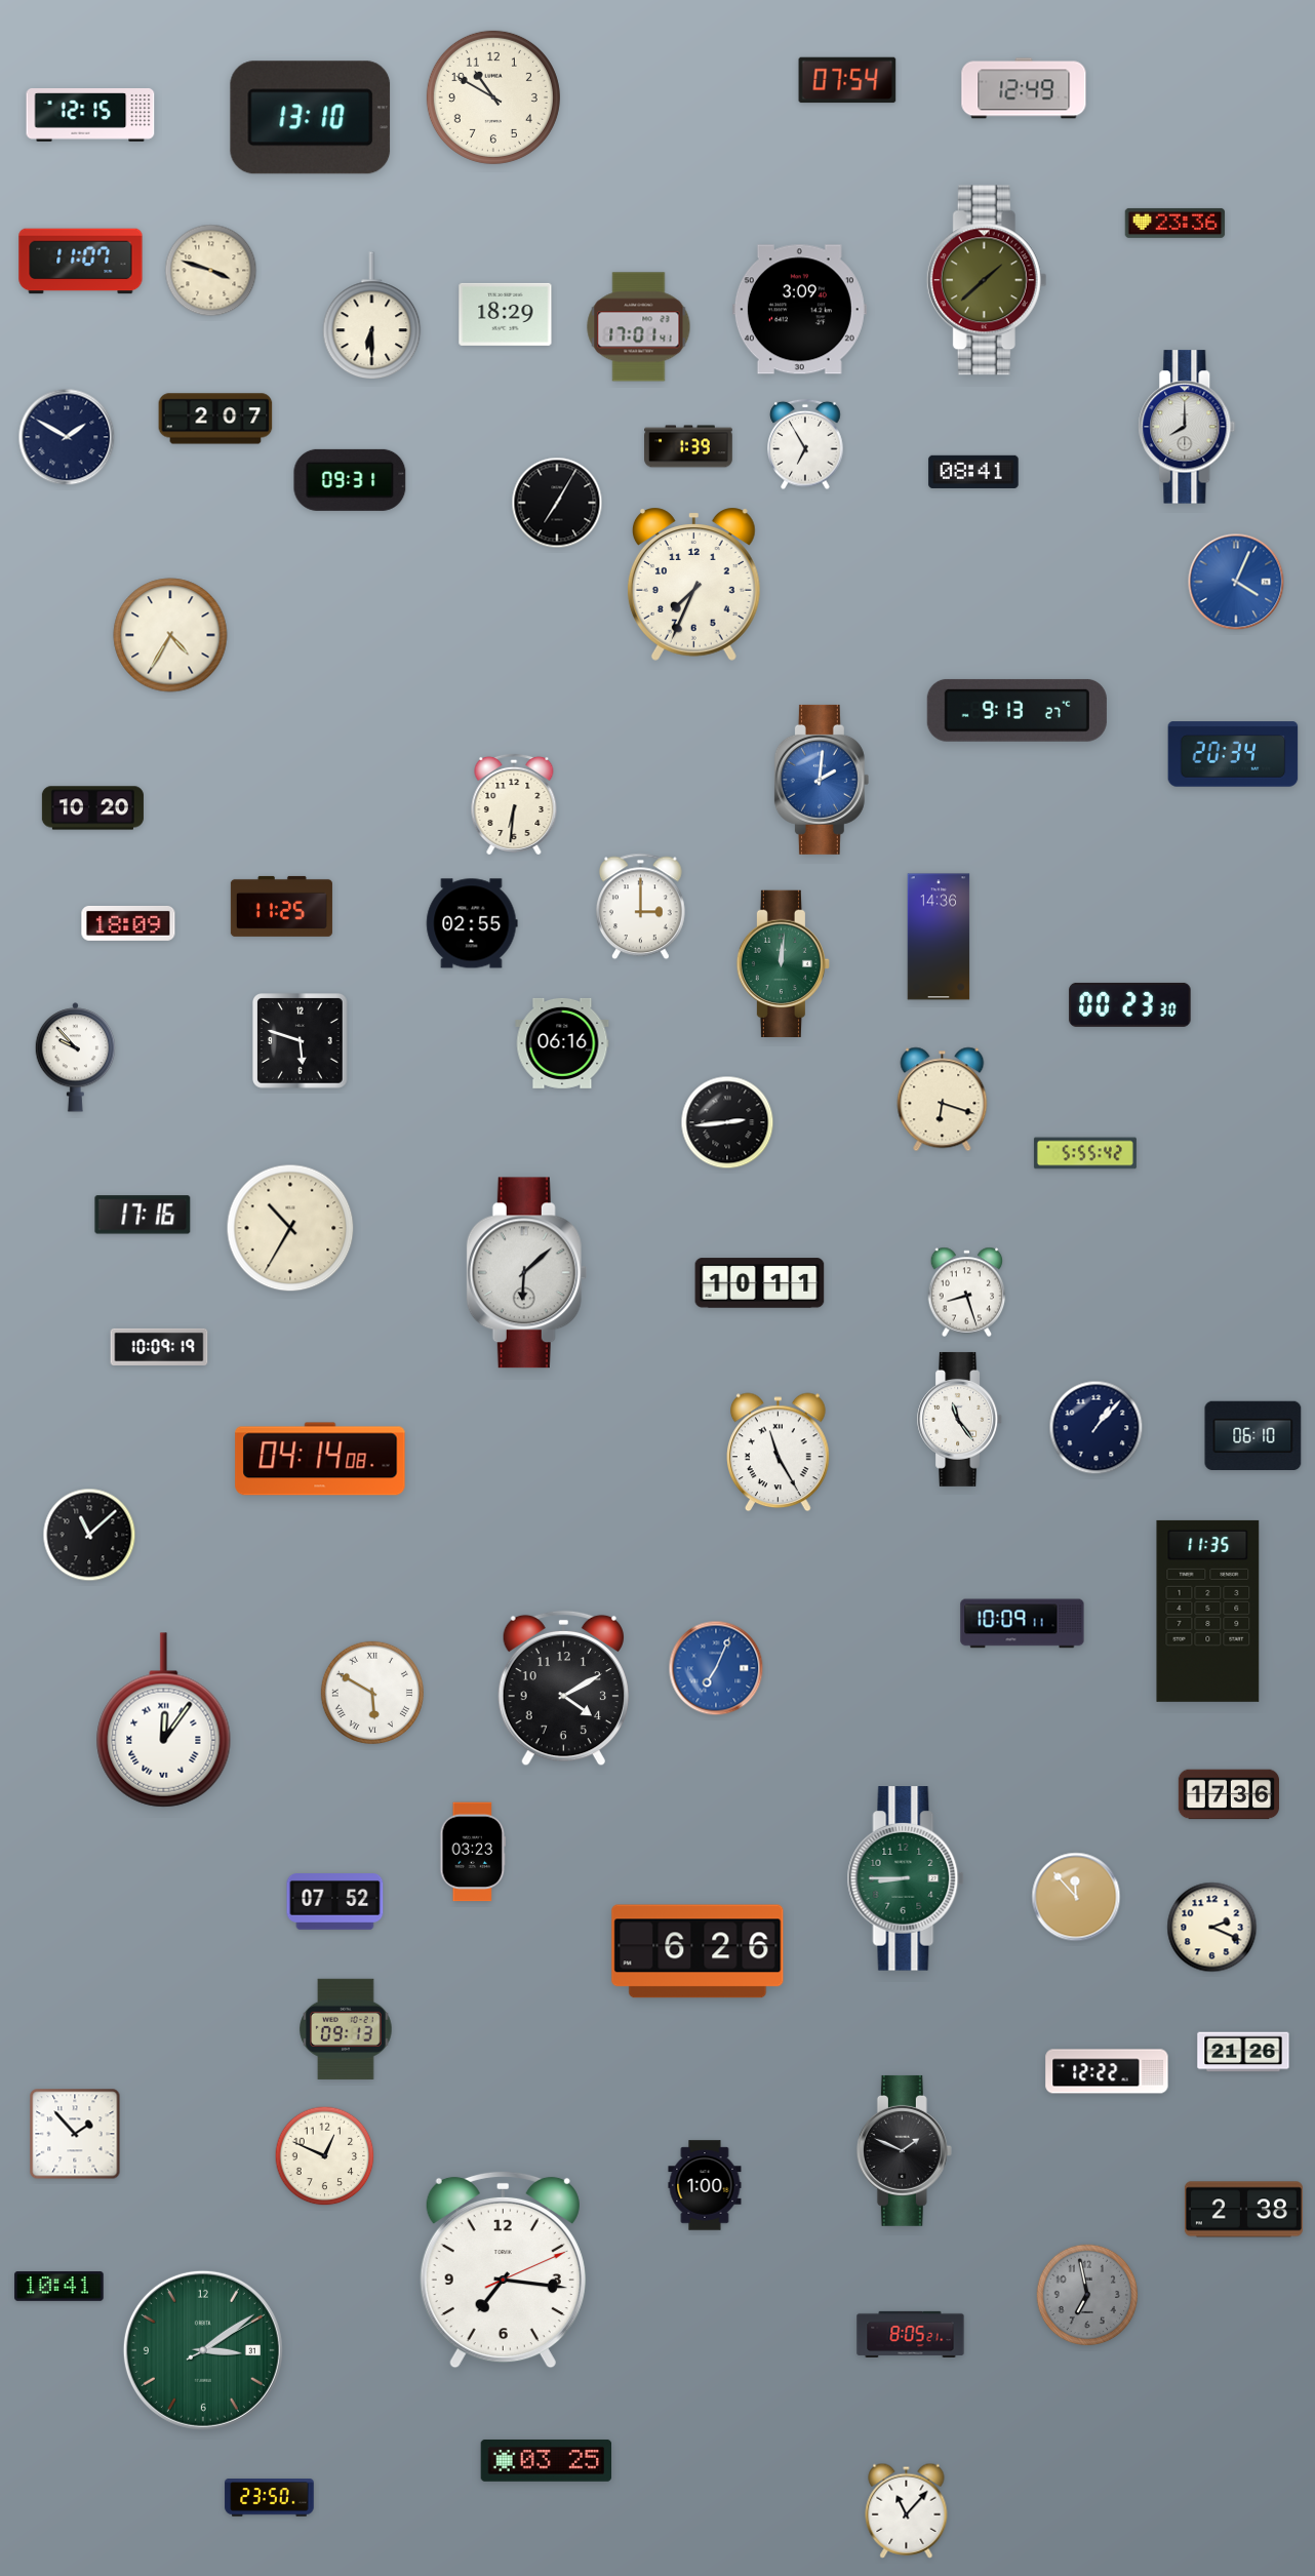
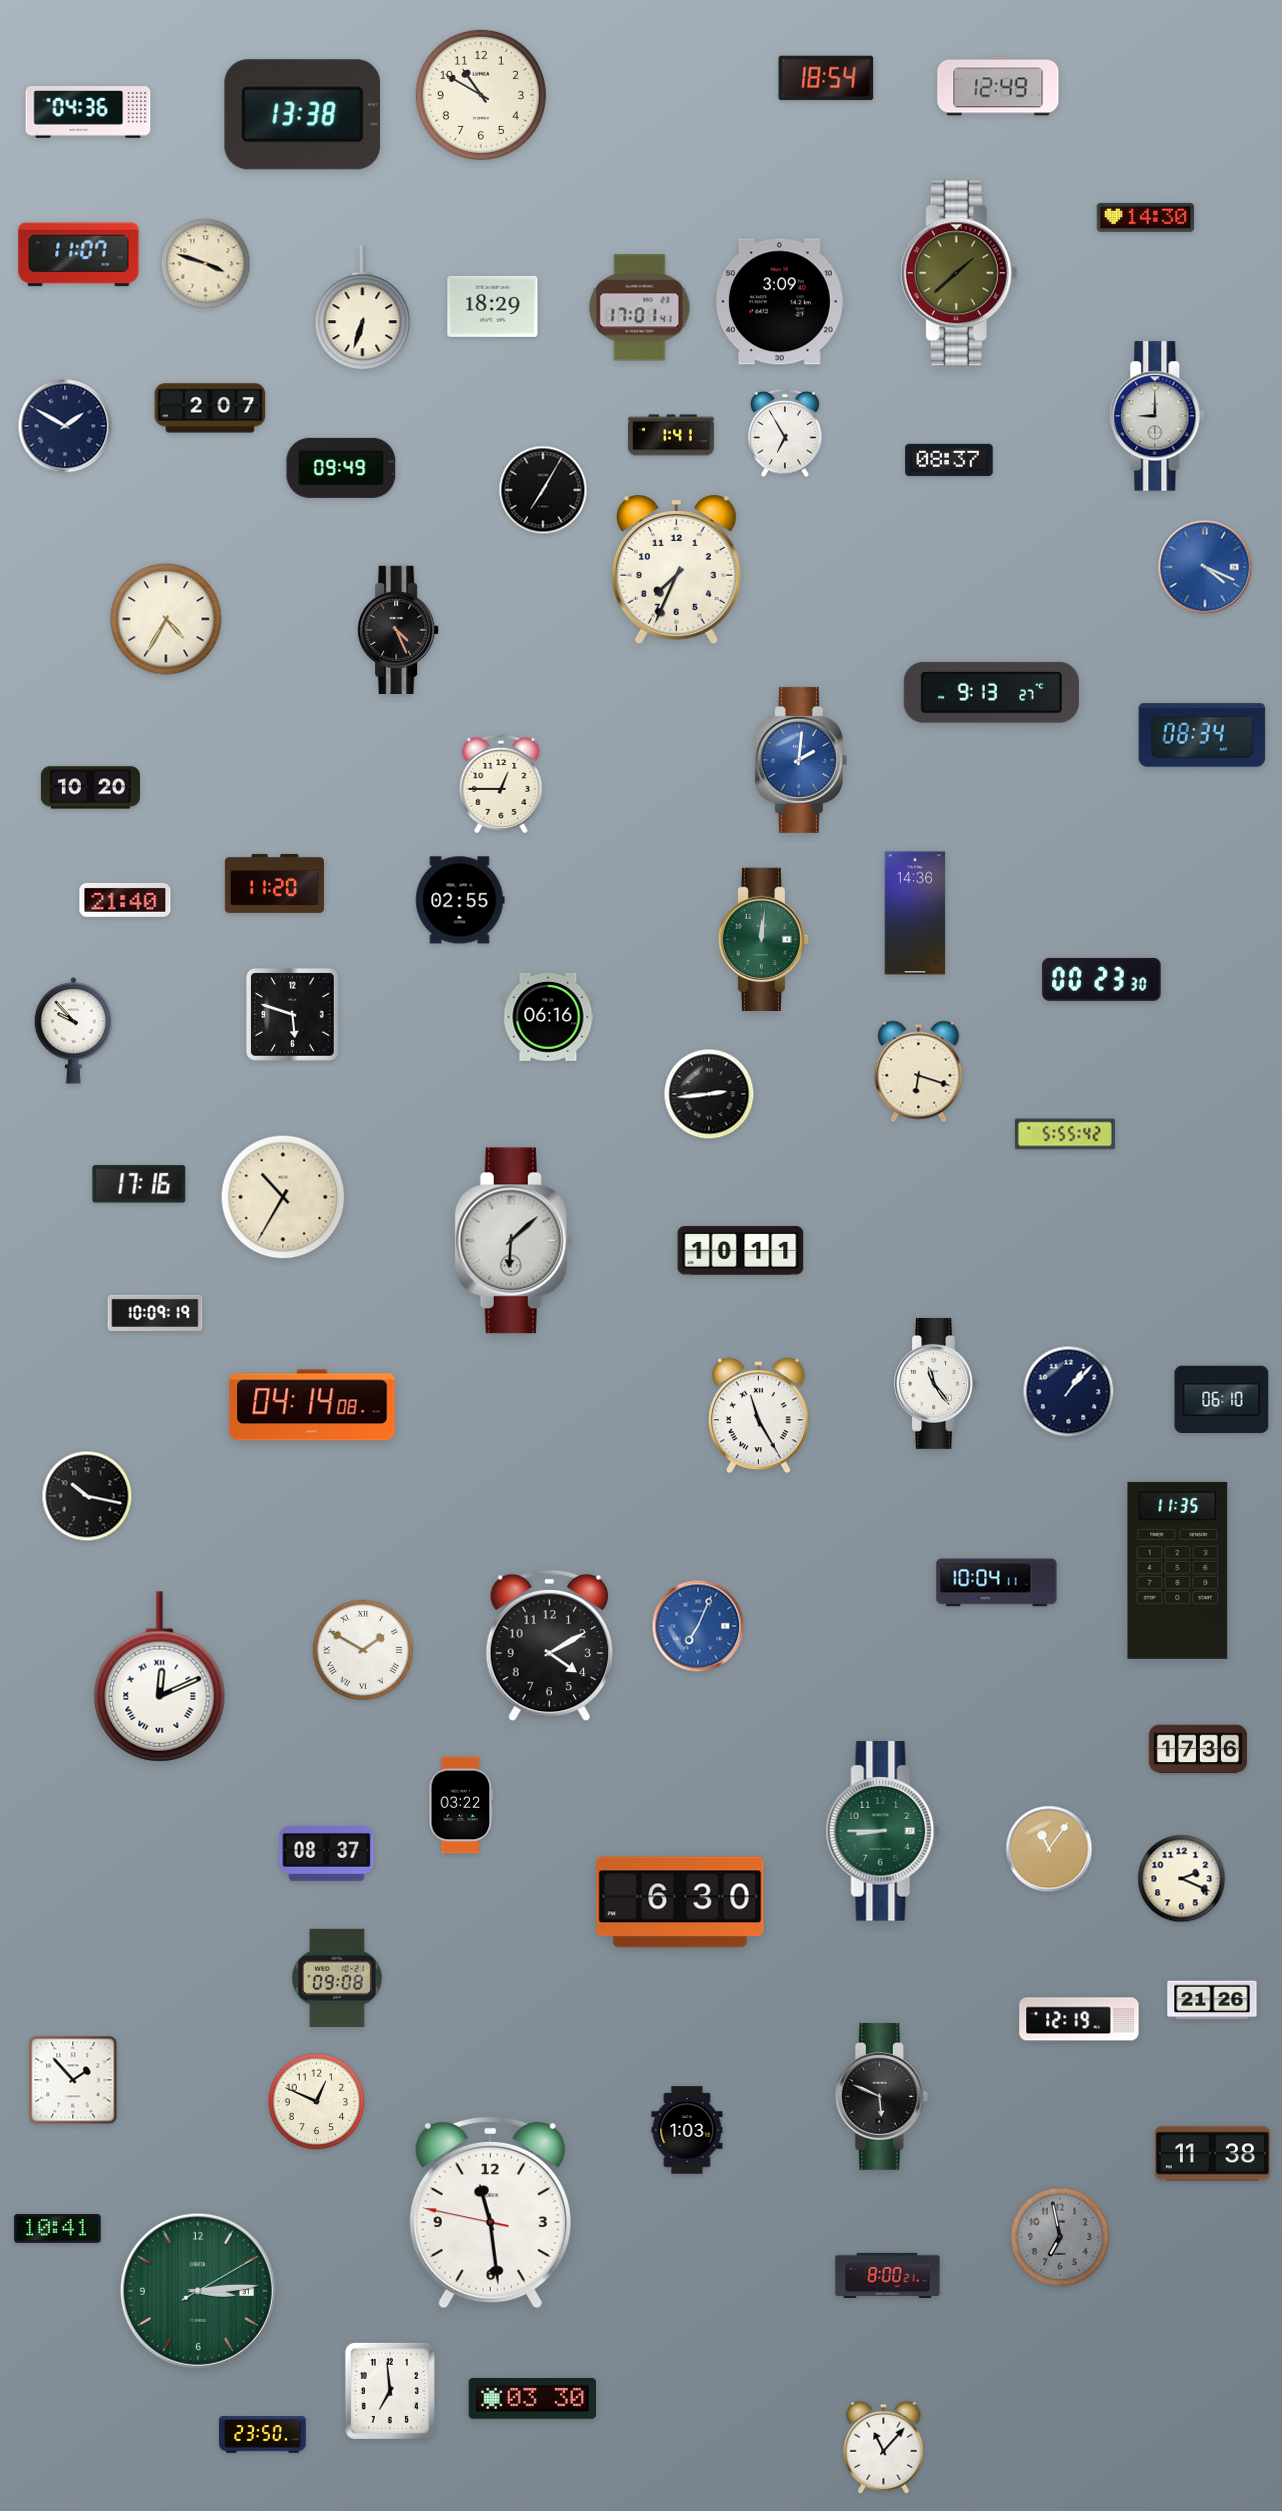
clock at (847, 80): 07:54 -> 18:54
clock at (90, 116): 12:15 -> 04:36
clock at (311, 118): 13:10 -> 13:38
clock at (1175, 223): 23:36 -> 14:30
clock at (987, 280) position: (987, 280) -> (959, 273)
clock at (372, 315): 6:30 -> 6:33
clock at (639, 327) position: (639, 327) -> (640, 308)
clock at (1187, 427): 8:00 -> 9:00
clock at (688, 446): 1:39 -> 1:41
clock at (973, 472): 08:41 -> 08:37
clock at (350, 480): 09:31 -> 09:49
clock at (1236, 582): 4:04 -> 4:19
clock at (398, 629): none -> 4:26
clock at (1233, 754): 20:34 -> 08:34
clock at (514, 804): 6:31 -> 12:45
clock at (281, 906): 11:25 -> 11:20
clock at (641, 907): 3:00 -> none
clock at (128, 923): 18:09 -> 21:40
clock at (1085, 1153) position: (1085, 1153) -> (1065, 1134)
clock at (967, 1293): 8:27 -> none
clock at (320, 1459) position: (320, 1459) -> (312, 1405)
clock at (89, 1535): 11:08 -> 10:17
clock at (1023, 1624): 10:09 -> 10:04
clock at (372, 1693): 5:50 -> 1:50
clock at (164, 1720): 12:06 -> 12:11
clock at (473, 1852): 03:23 -> 03:22
clock at (1076, 1897): 11:53 -> 11:06
clock at (335, 1902): 07:52 -> 08:37
clock at (698, 1951): 6:26 -> 6:30
clock at (346, 2029): 09:13 -> 09:08
clock at (1107, 2071): 12:22 -> 12:19
clock at (904, 2150): 1:49 -> 5:49
clock at (705, 2185): 1:00 -> 1:03
clock at (1243, 2210): 2:38 -> 11:38
clock at (503, 2269): 7:16 -> 11:28
clock at (911, 2334): 8:05 -> 8:00
clock at (203, 2350): 3:09 -> 3:14
clock at (390, 2391): none -> 6:59
clock at (547, 2460): 03:25 -> 03:30
